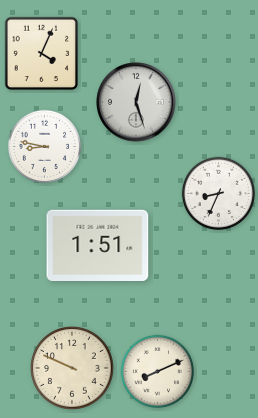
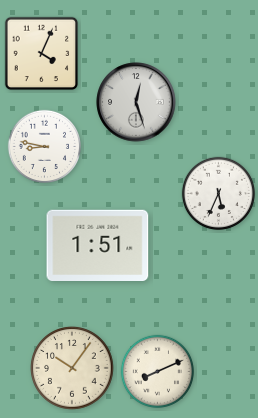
clock at (218, 193): 8:34 -> 5:34
clock at (72, 368): 9:49 -> 10:06
